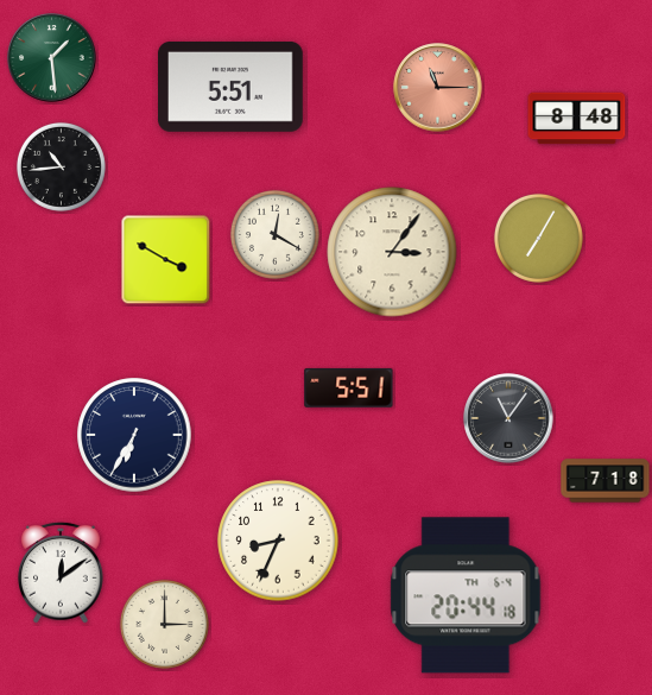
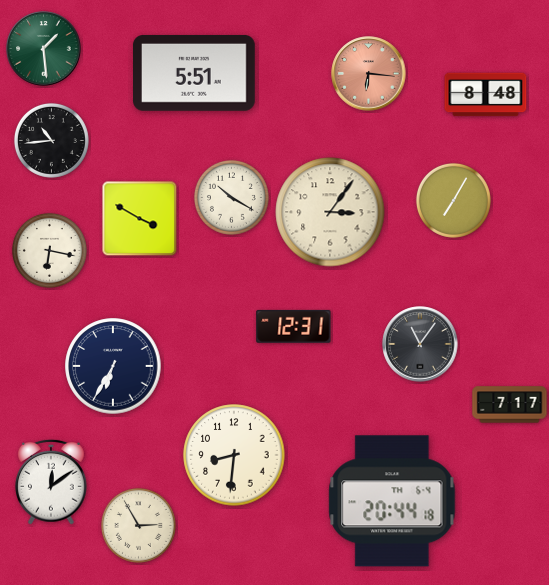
clock at (438, 88): 11:15 -> 6:16
clock at (577, 119) position: (577, 119) -> (486, 95)
clock at (274, 234): 12:20 -> 10:20
clock at (49, 250): none -> 6:17
clock at (349, 387): 5:51 -> 12:31
clock at (508, 418) position: (508, 418) -> (420, 344)
clock at (606, 481): 7:18 -> 7:17
clock at (278, 541): 8:34 -> 8:31
clock at (164, 624): 3:00 -> 2:55
